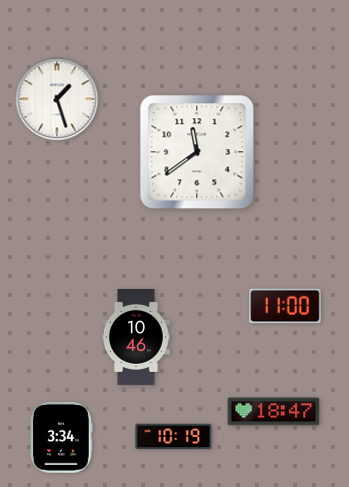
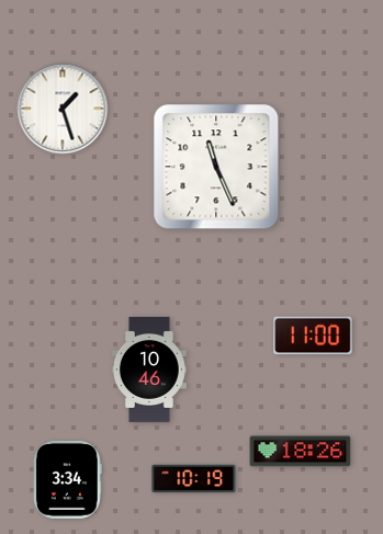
clock at (197, 152): 11:39 -> 11:26
clock at (274, 412): 18:47 -> 18:26
clock at (174, 437) position: (174, 437) -> (194, 479)
